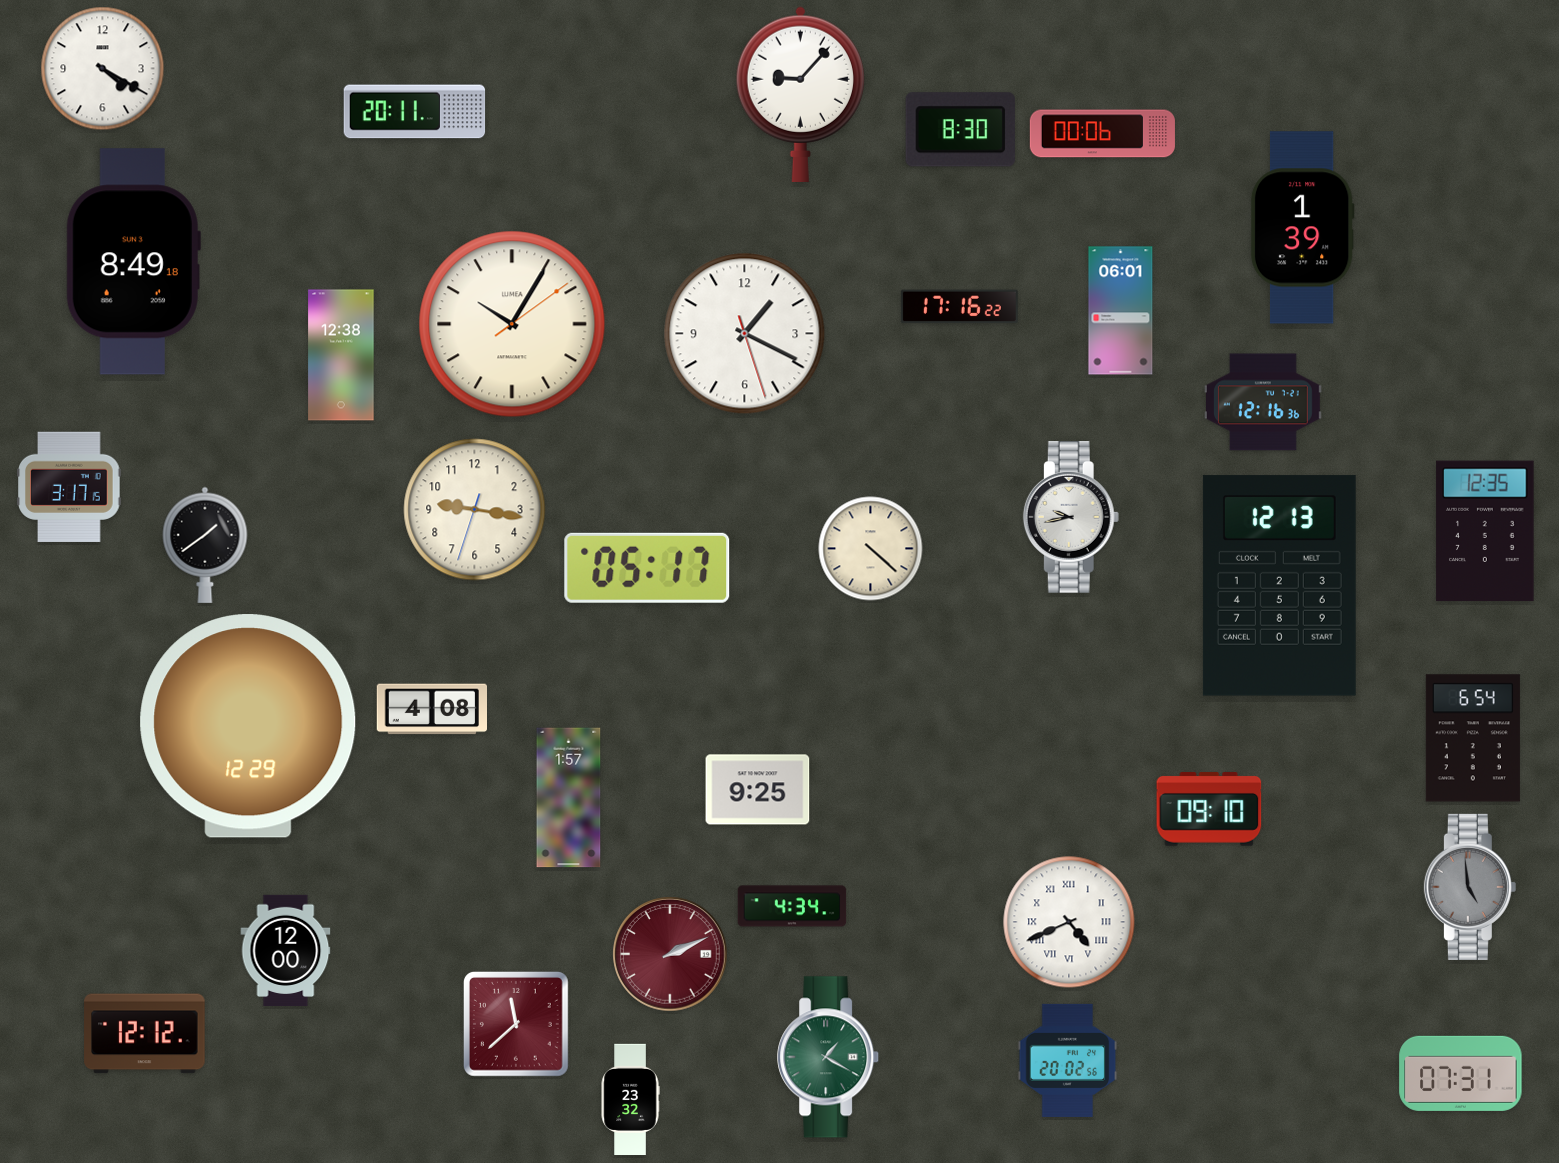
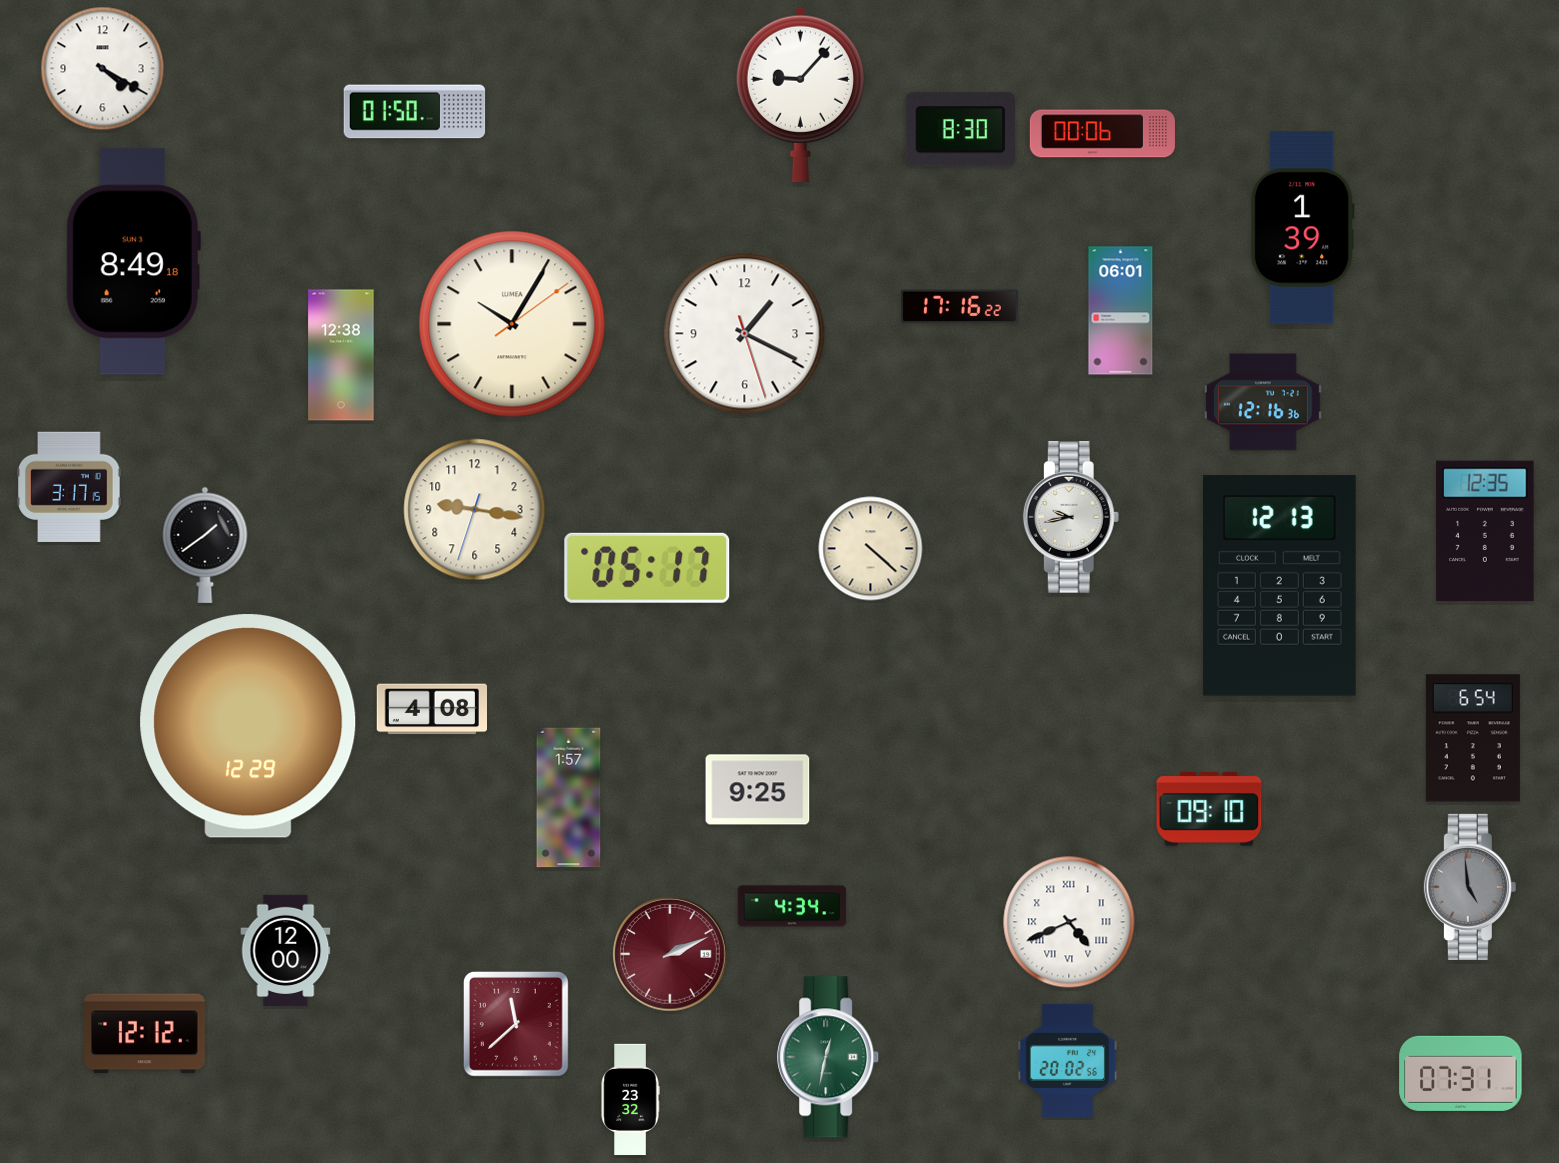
clock at (415, 112): 20:11 -> 01:50
clock at (829, 1057): 1:20 -> 12:32
